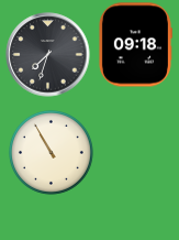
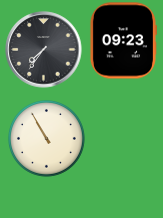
clock at (135, 45): 09:18 -> 09:23
clock at (48, 55): 7:33 -> 7:36
